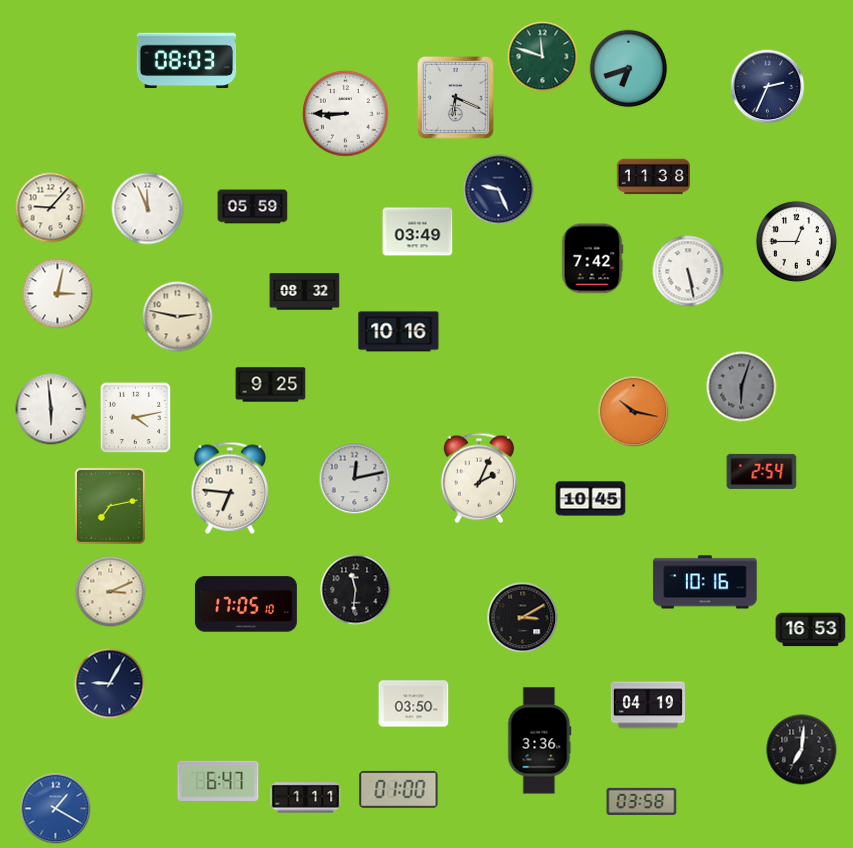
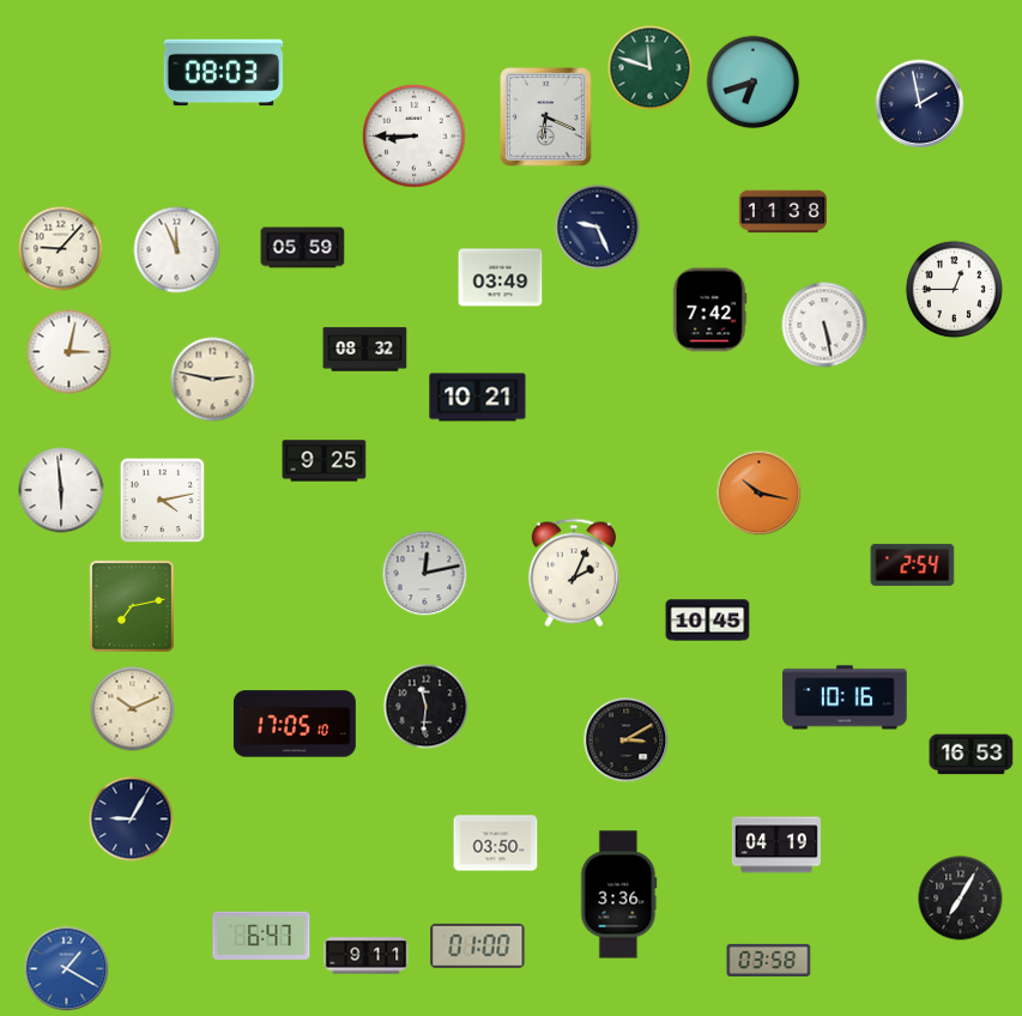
clock at (768, 87): 2:34 -> 1:58
clock at (399, 332): 10:16 -> 10:21
clock at (742, 387): 6:03 -> none
clock at (230, 488): 6:46 -> none
clock at (591, 499) position: (591, 499) -> (708, 621)
clock at (111, 592): 3:11 -> 10:11
clock at (540, 741) position: (540, 741) -> (619, 895)
clock at (802, 750): 7:01 -> 7:05
clock at (306, 798): 1:11 -> 9:11
